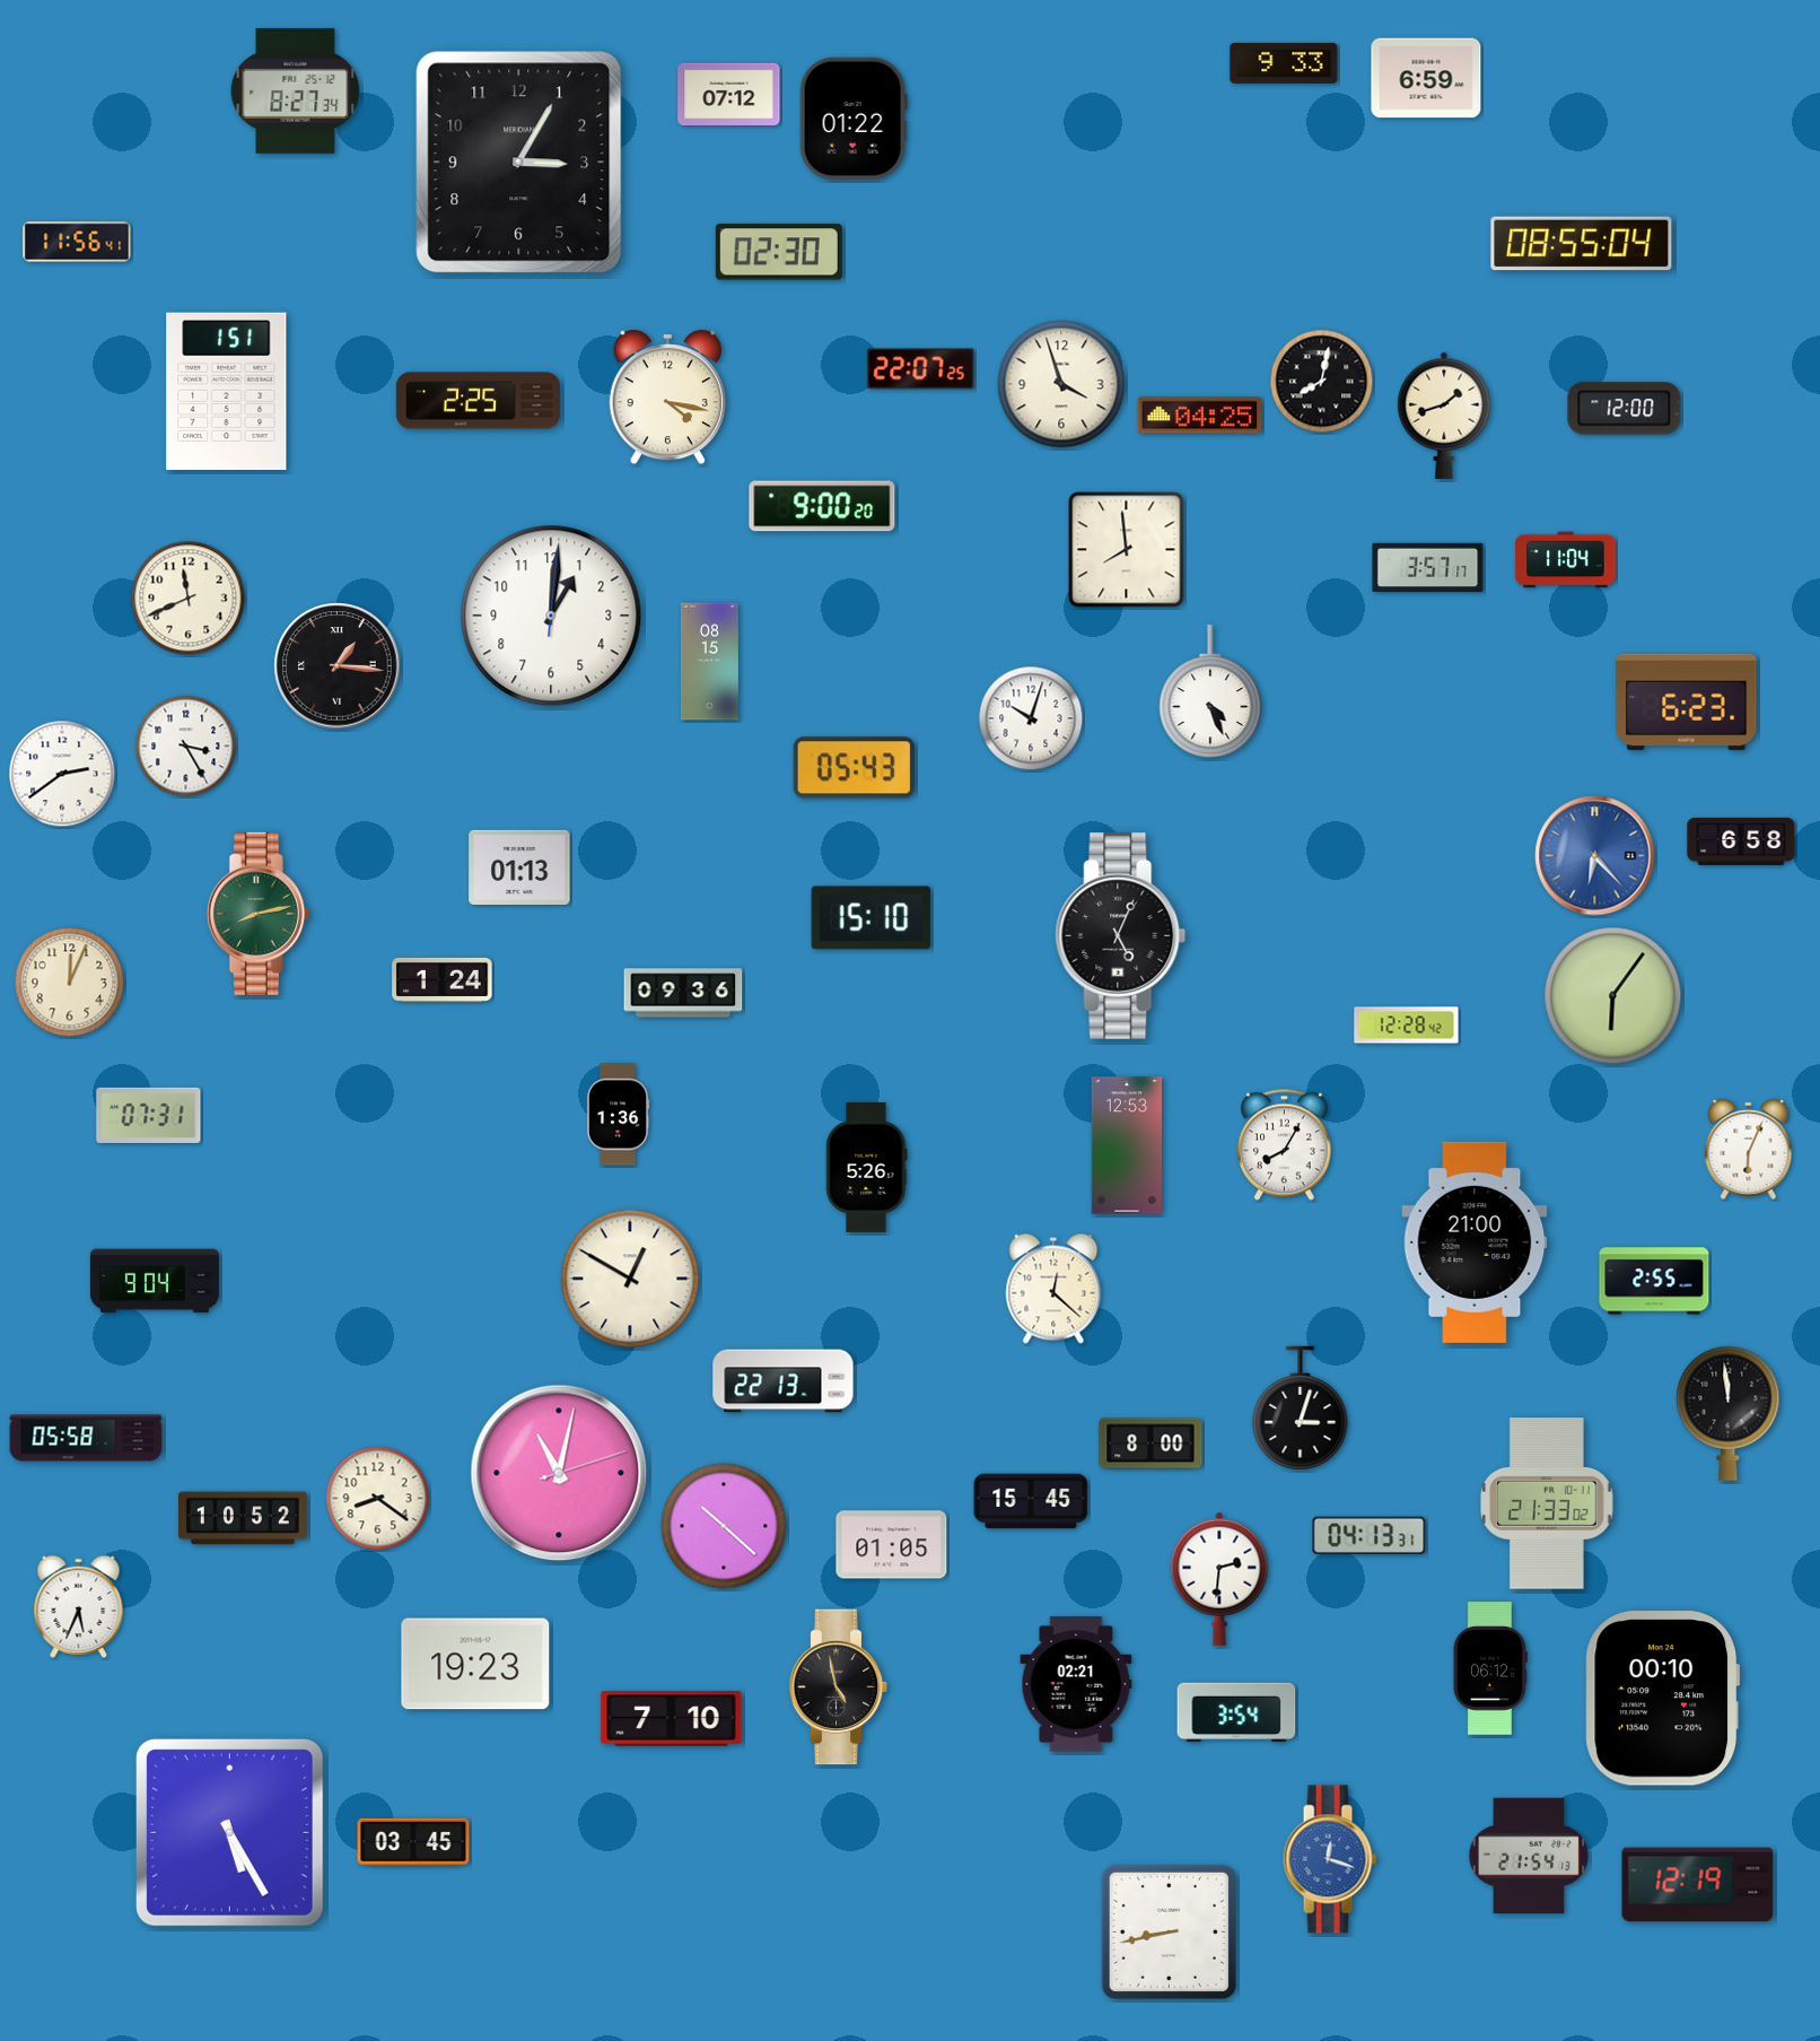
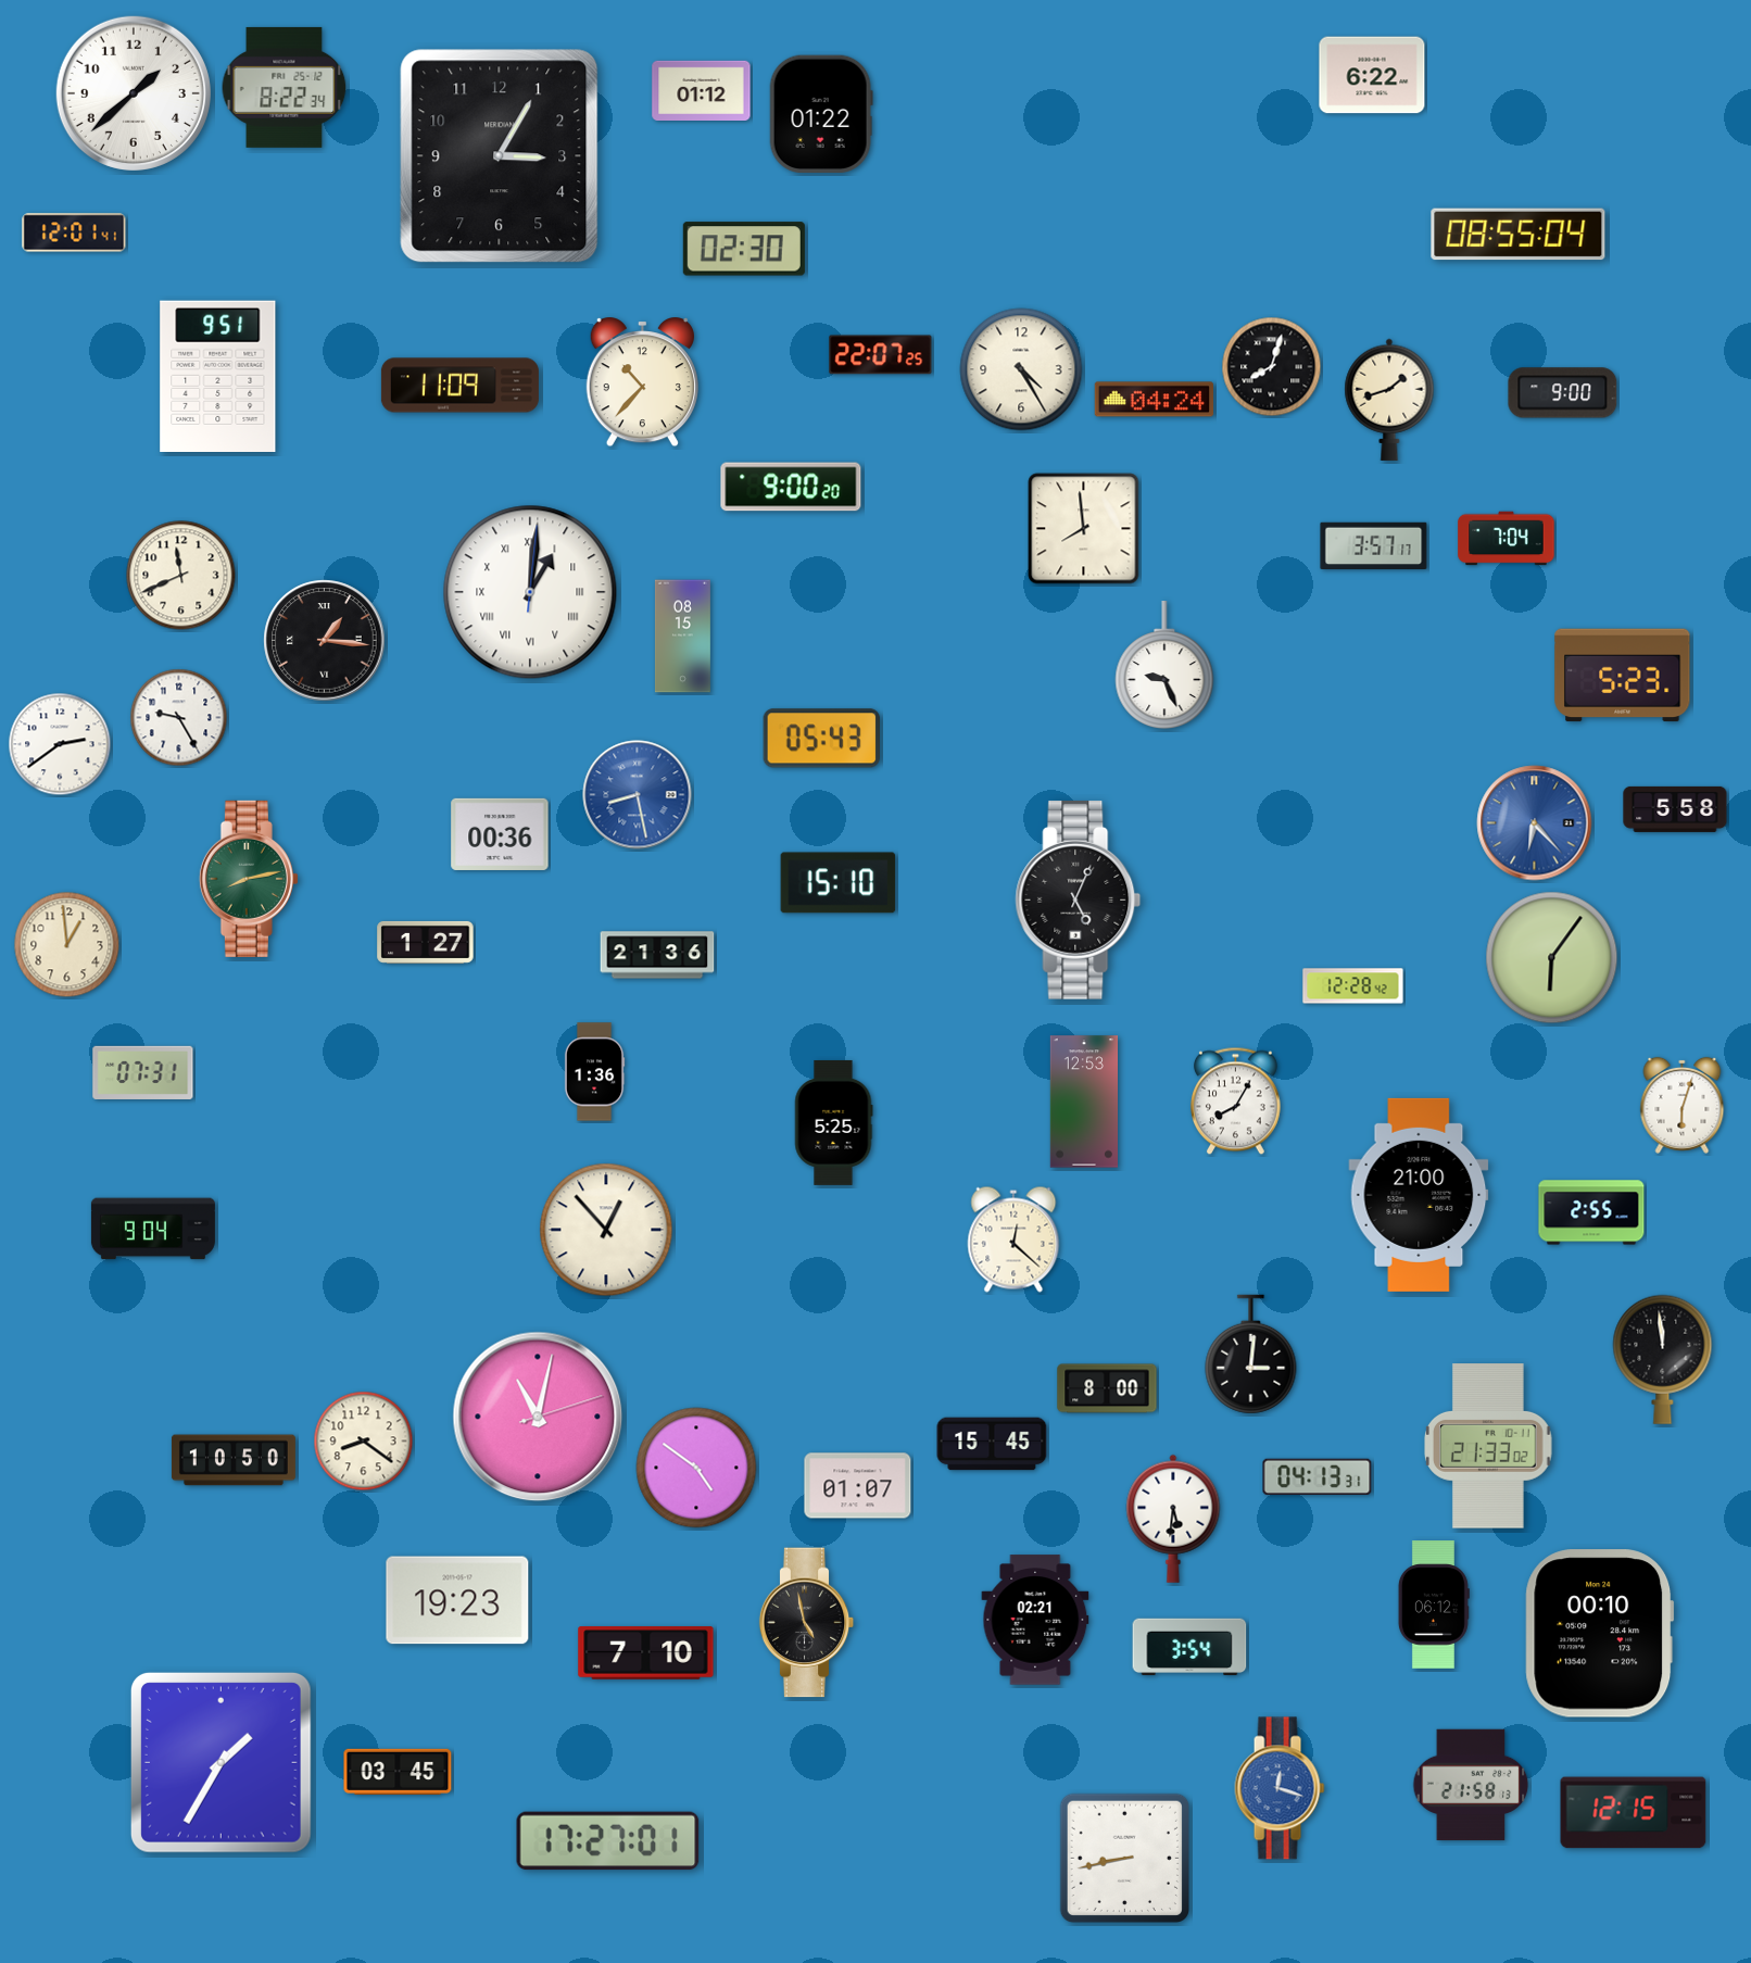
clock at (1284, 63): 9:33 -> none
clock at (1426, 78): 6:59 -> 6:22
clock at (296, 90): 8:27 -> 8:22
clock at (729, 94): 07:12 -> 01:12
clock at (134, 93): none -> 1:38
clock at (77, 242): 11:56 -> 12:01
clock at (1582, 244) position: (1582, 244) -> (1519, 235)
clock at (779, 252) position: (779, 252) -> (744, 249)
clock at (921, 369) position: (921, 369) -> (881, 355)
clock at (1322, 382): 8:02 -> 8:03
clock at (1061, 384): 3:57 -> 4:25
clock at (227, 391): 1:51 -> 9:51
clock at (667, 399): 4:17 -> 10:37
clock at (478, 401): 2:25 -> 11:09
clock at (1625, 409): 12:00 -> 9:00
clock at (1199, 416): 04:25 -> 04:24
clock at (1566, 560): 11:04 -> 7:04
clock at (551, 616) numerals: Arabic -> Roman
clock at (1210, 692): 4:26 -> 9:26
clock at (1687, 703): 6:23 -> 5:23
clock at (1031, 718): 10:03 -> none
clock at (186, 747): 3:25 -> 9:25
clock at (638, 795): none -> 8:28
clock at (1741, 841): 6:58 -> 5:58
clock at (519, 867): 01:13 -> 00:36
clock at (443, 979): 1:24 -> 1:27
clock at (70, 983): 12:04 -> 12:59
clock at (683, 993): 09:36 -> 21:36
clock at (1749, 1149): 6:04 -> 6:03
clock at (866, 1167): 5:26 -> 5:25
clock at (630, 1279): 12:50 -> 12:53
clock at (155, 1281) position: (155, 1281) -> (153, 1229)
clock at (1654, 1281) position: (1654, 1281) -> (1591, 1212)
clock at (784, 1381): 22:13 -> none
clock at (1301, 1408): 3:03 -> 3:01
clock at (86, 1438): 05:58 -> none
clock at (243, 1518): 10:52 -> 10:50
clock at (724, 1526): 10:22 -> 4:51
clock at (892, 1545): 01:05 -> 01:07
clock at (1219, 1579): 2:31 -> 5:31
clock at (79, 1606): 5:34 -> none
clock at (229, 1832): 5:25 -> 1:35
clock at (1529, 1856): 21:54 -> 21:58
clock at (1698, 1885): 12:19 -> 12:15
clock at (608, 1841): none -> 17:27
